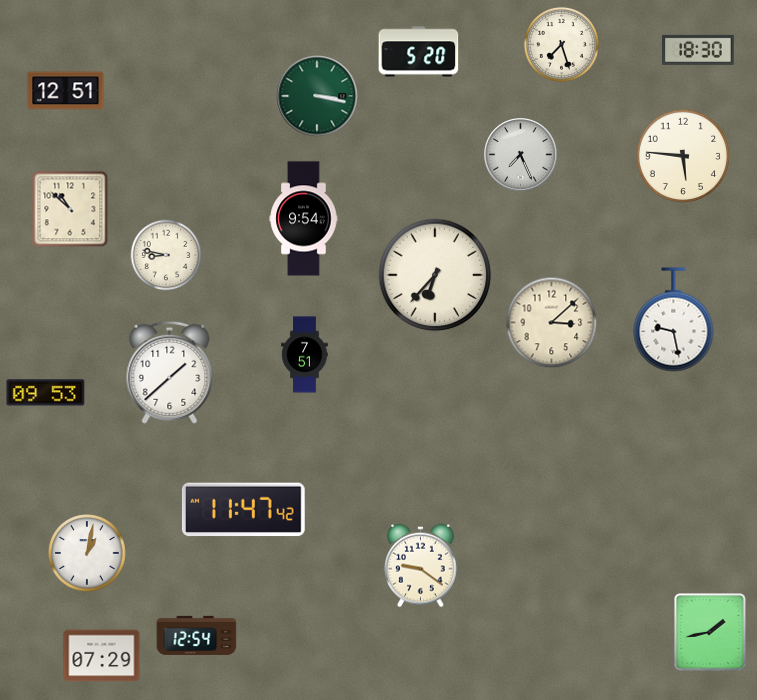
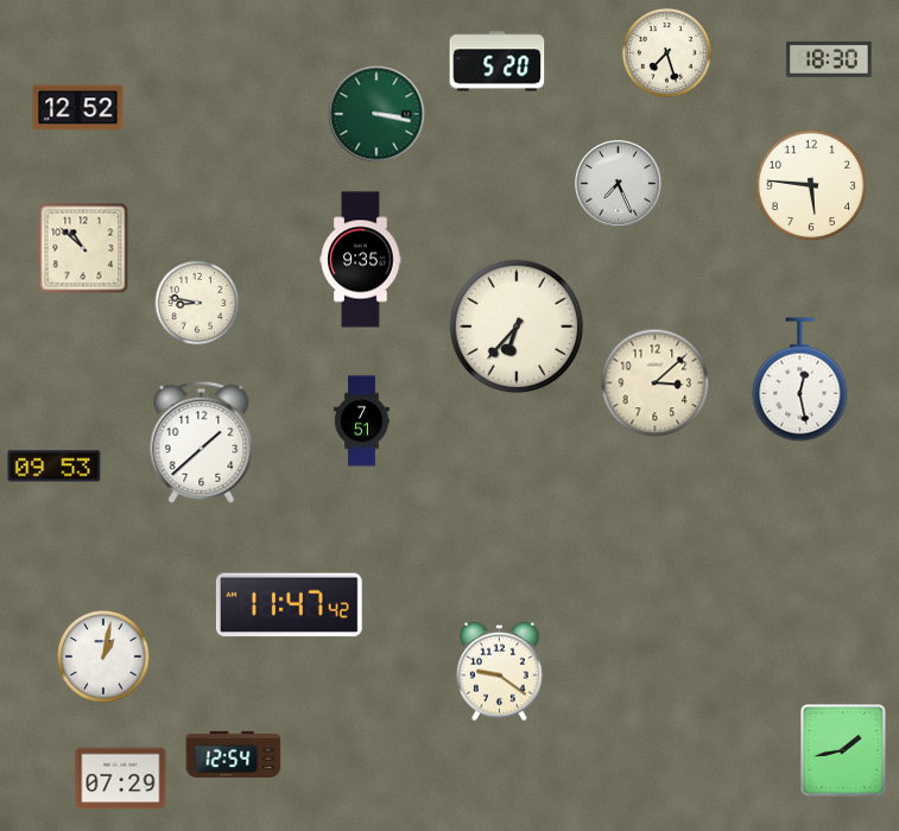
clock at (66, 91): 12:51 -> 12:52
clock at (304, 219): 9:54 -> 9:35
clock at (674, 320): 9:28 -> 12:28
